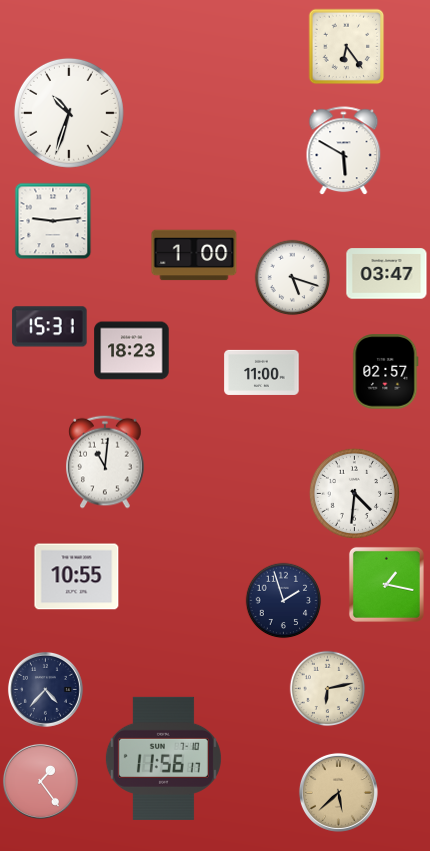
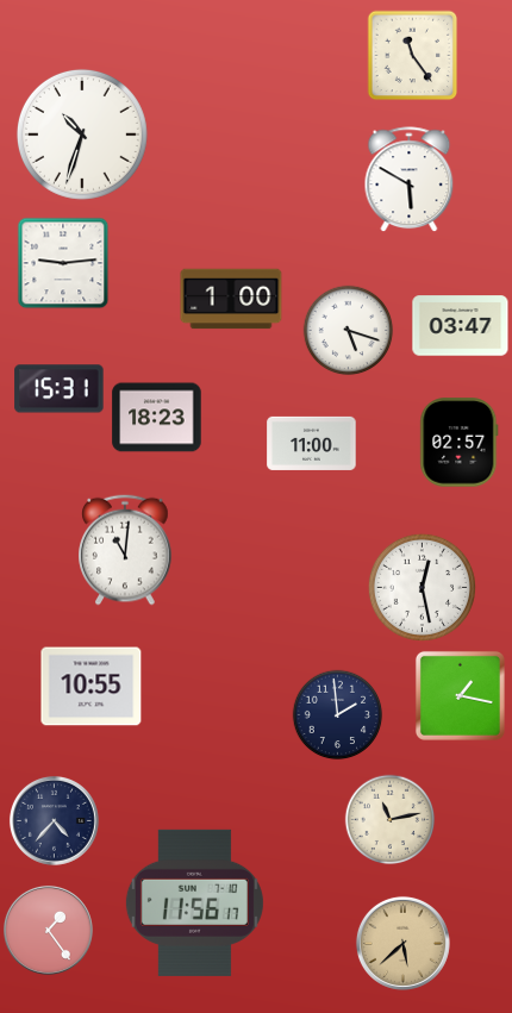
clock at (347, 47): 6:24 -> 11:24
clock at (194, 255) position: (194, 255) -> (231, 299)
clock at (354, 493): 4:31 -> 12:28
clock at (284, 601): 1:57 -> 1:59
clock at (328, 689): 6:13 -> 11:13
